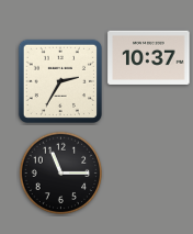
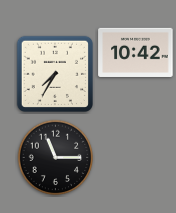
clock at (149, 57): 10:37 -> 10:42
clock at (59, 80): 2:35 -> 7:35
